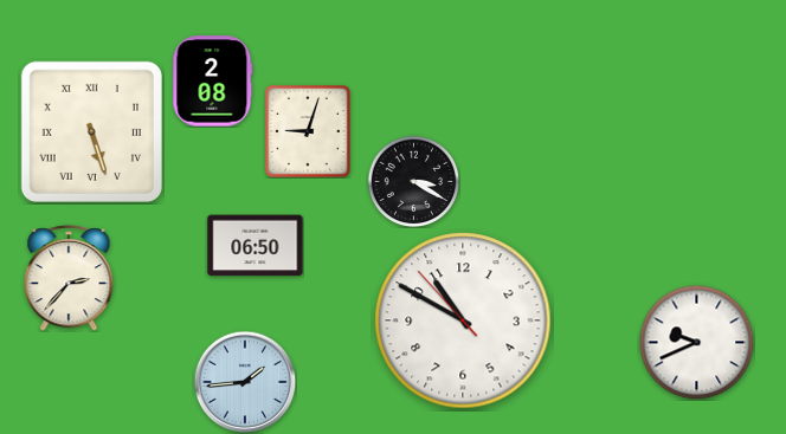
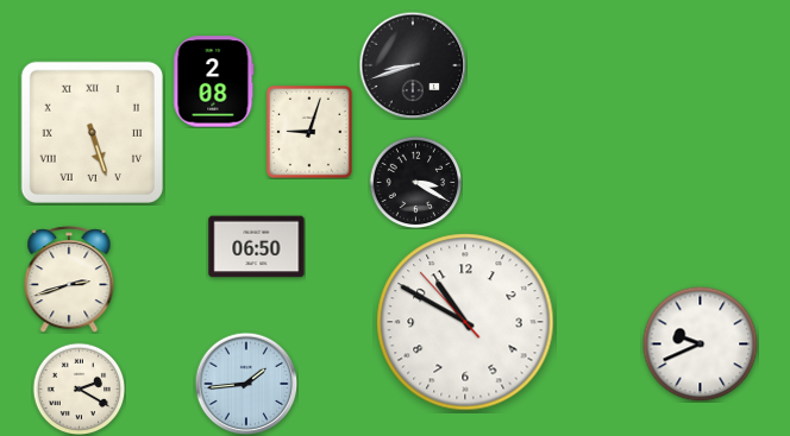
clock at (413, 65): none -> 8:42
clock at (69, 278): 2:37 -> 2:42
clock at (79, 388): none -> 2:20
